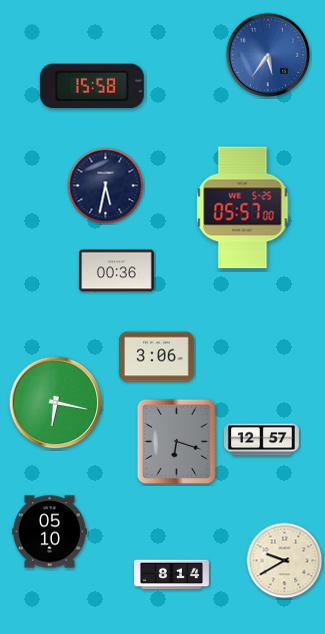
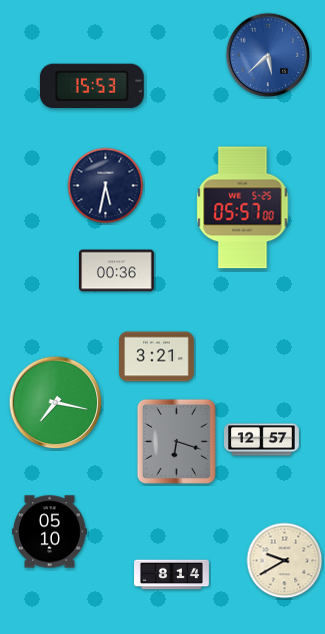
clock at (268, 55): 5:36 -> 5:38
clock at (92, 86): 15:58 -> 15:53
clock at (157, 357): 3:06 -> 3:21
clock at (56, 403): 6:17 -> 7:17
